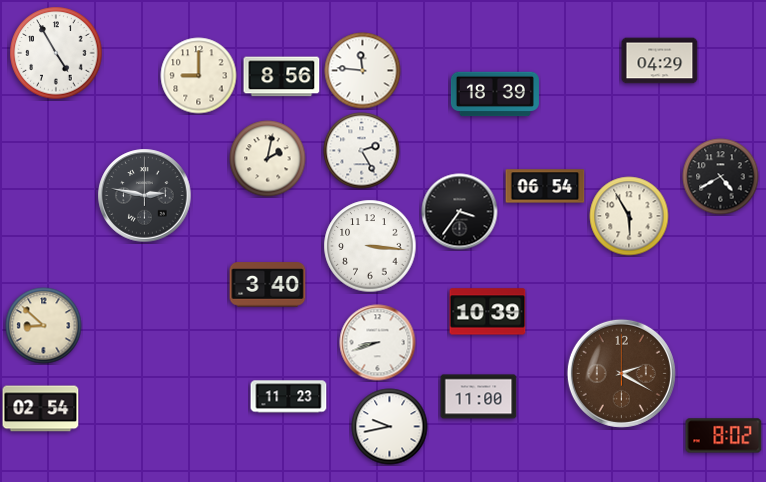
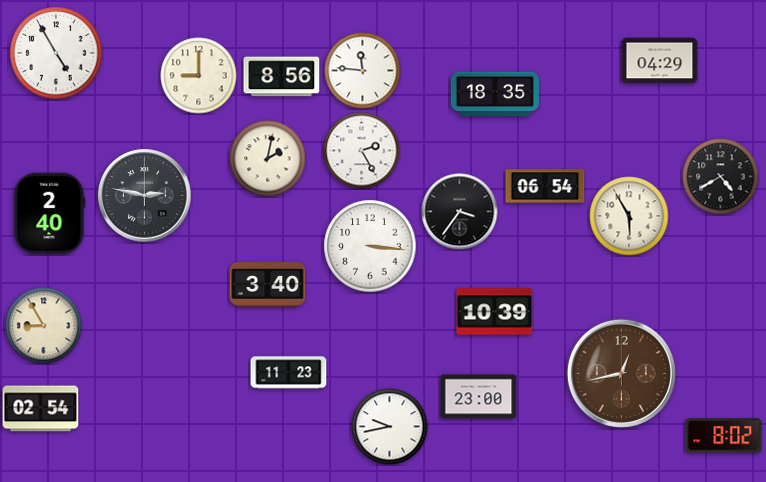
clock at (495, 94): 18:39 -> 18:35
clock at (49, 214): none -> 2:40
clock at (488, 312) position: (488, 312) -> (495, 312)
clock at (44, 326): 8:52 -> 8:55
clock at (378, 343): 8:42 -> none
clock at (621, 373): 2:20 -> 12:43
clock at (289, 397) position: (289, 397) -> (289, 373)
clock at (479, 397): 11:00 -> 23:00
